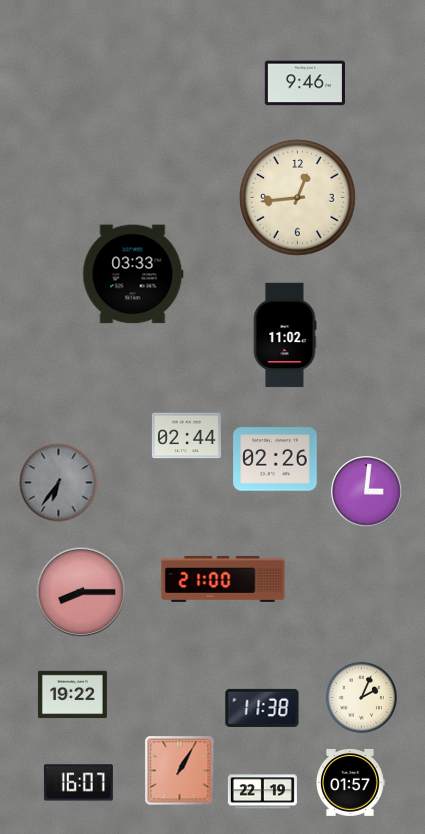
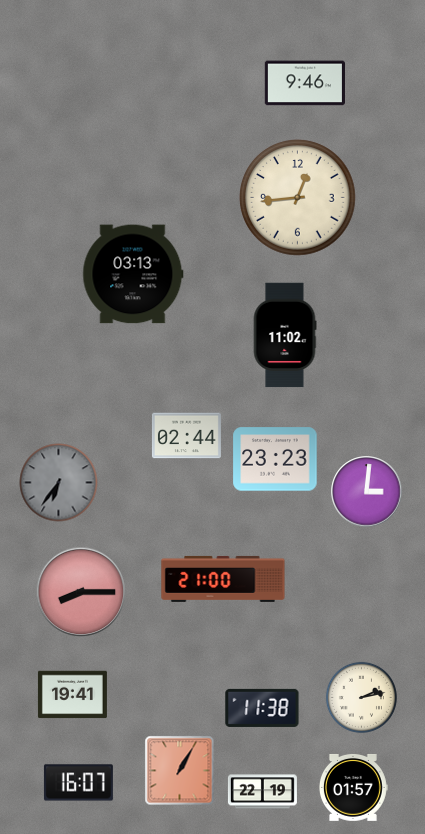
clock at (133, 274): 03:33 -> 03:13
clock at (275, 459): 02:26 -> 23:23
clock at (72, 695): 19:22 -> 19:41
clock at (361, 697): 2:04 -> 2:13
clock at (350, 782) position: (350, 782) -> (353, 787)
